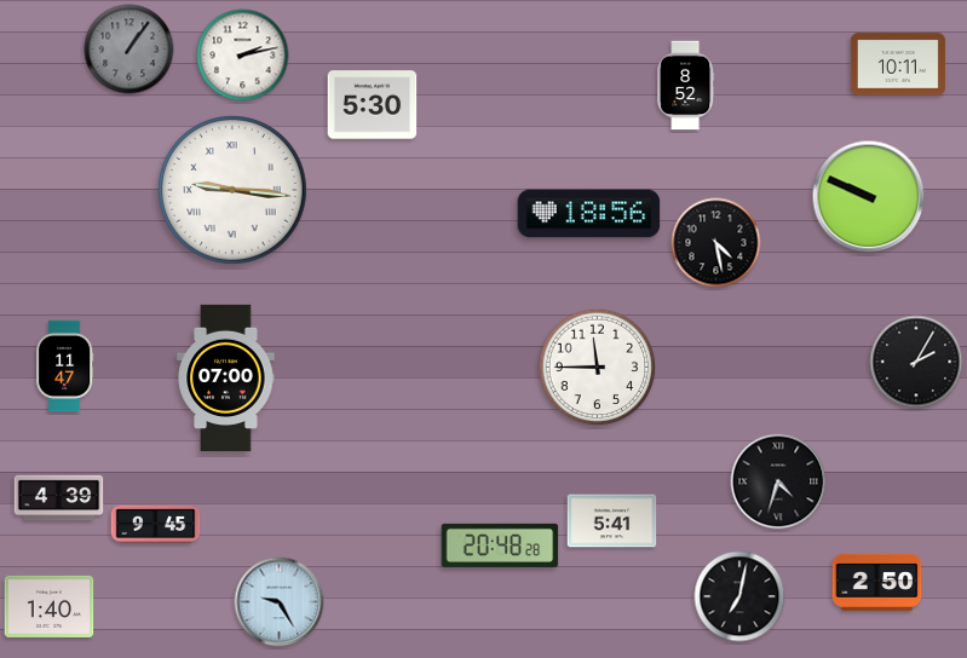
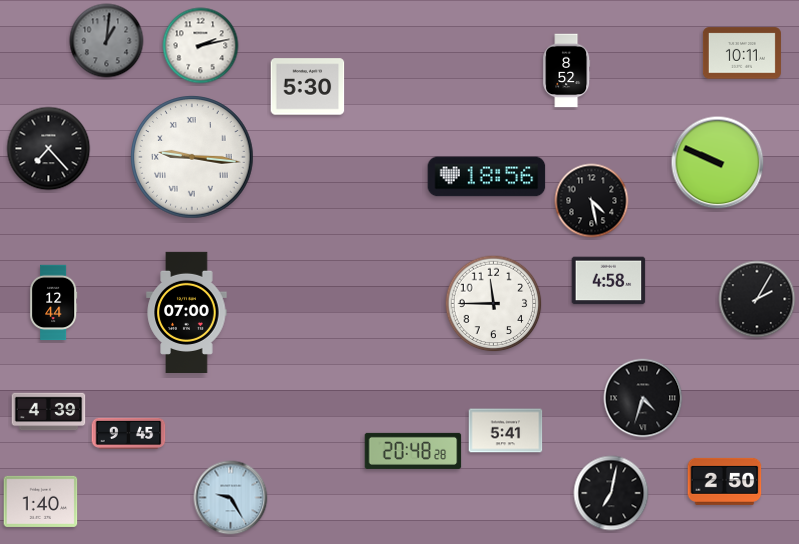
clock at (129, 50): 1:06 -> 1:01
clock at (49, 149): none -> 7:23
clock at (609, 281): none -> 4:58
clock at (65, 366): 11:47 -> 12:44
